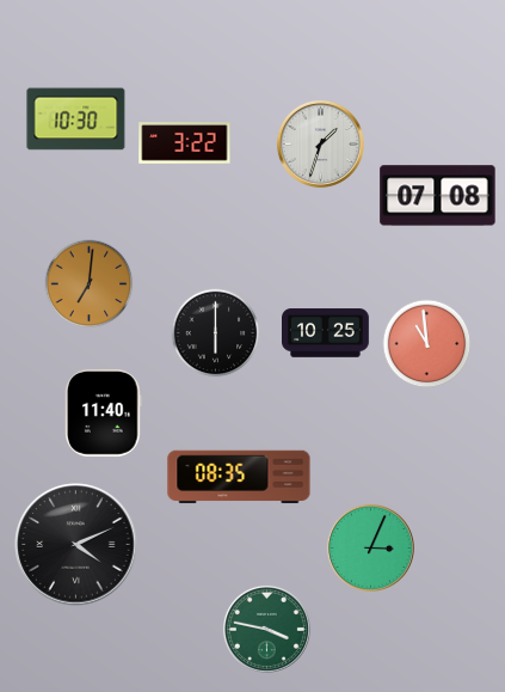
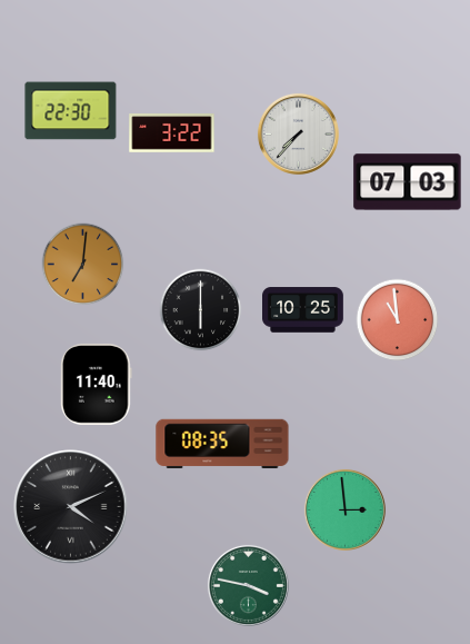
clock at (76, 120): 10:30 -> 22:30
clock at (320, 143): 1:33 -> 7:37
clock at (438, 196): 07:08 -> 07:03
clock at (370, 547): 3:04 -> 2:59
